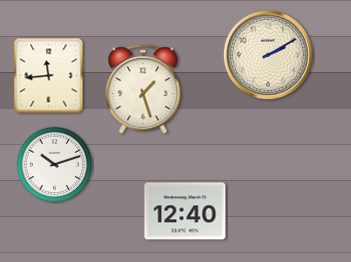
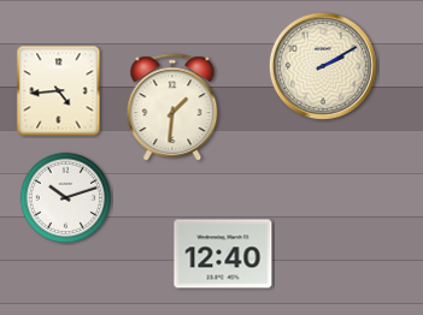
clock at (49, 76): 11:44 -> 4:44
clock at (143, 90): 1:27 -> 1:31
